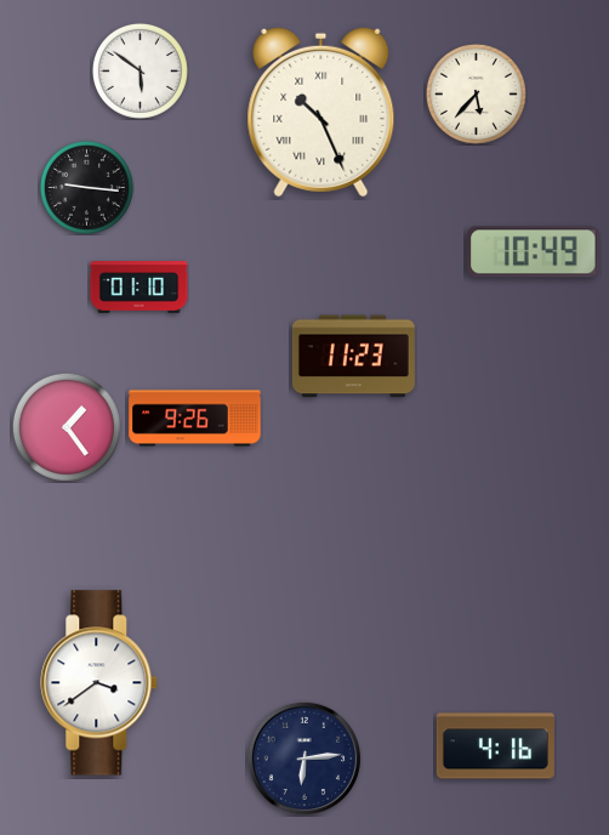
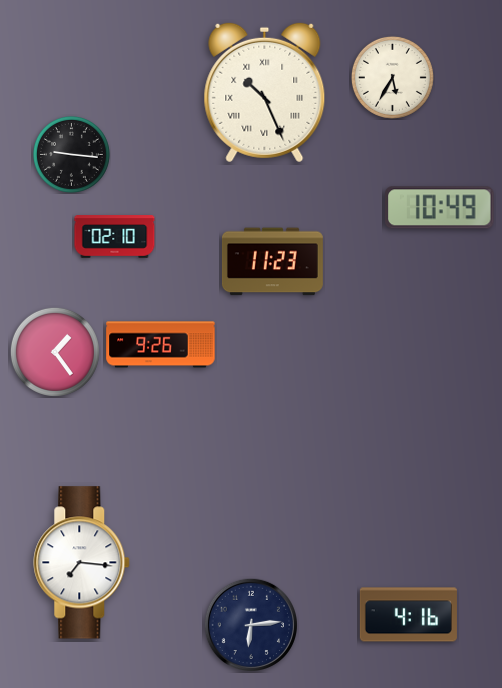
clock at (140, 70): 5:51 -> none
clock at (476, 93): 5:37 -> 5:35
clock at (140, 288): 01:10 -> 02:10
clock at (353, 357) position: (353, 357) -> (272, 262)
clock at (99, 683): 3:39 -> 7:16
